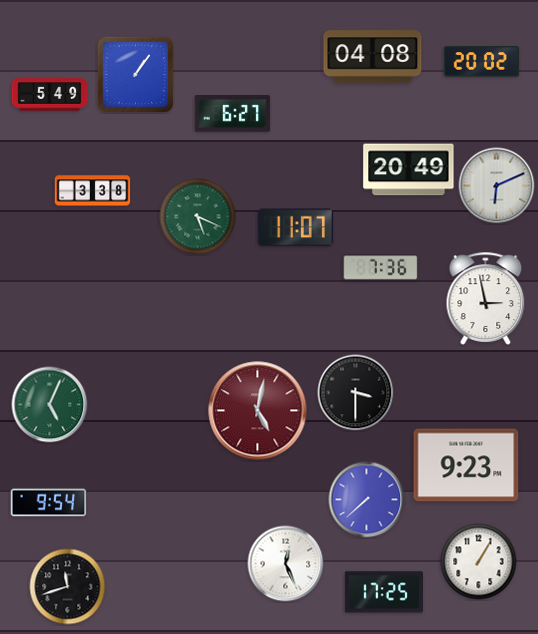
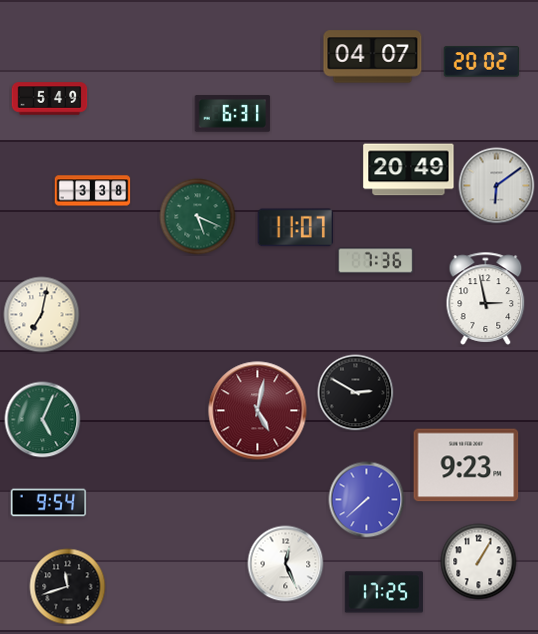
clock at (373, 57): 04:08 -> 04:07
clock at (135, 74): 1:06 -> none
clock at (50, 95) position: (50, 95) -> (50, 99)
clock at (233, 114): 6:27 -> 6:31
clock at (497, 186): 6:11 -> 6:09
clock at (381, 268) position: (381, 268) -> (376, 261)
clock at (42, 315): none -> 7:02
clock at (356, 393): 3:30 -> 2:50
clock at (50, 405) position: (50, 405) -> (43, 420)
